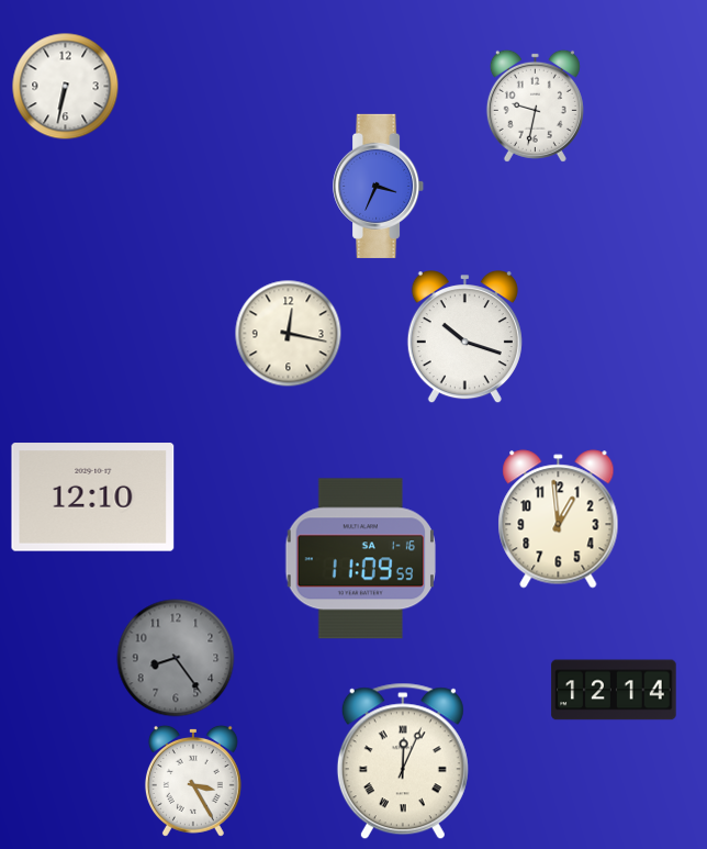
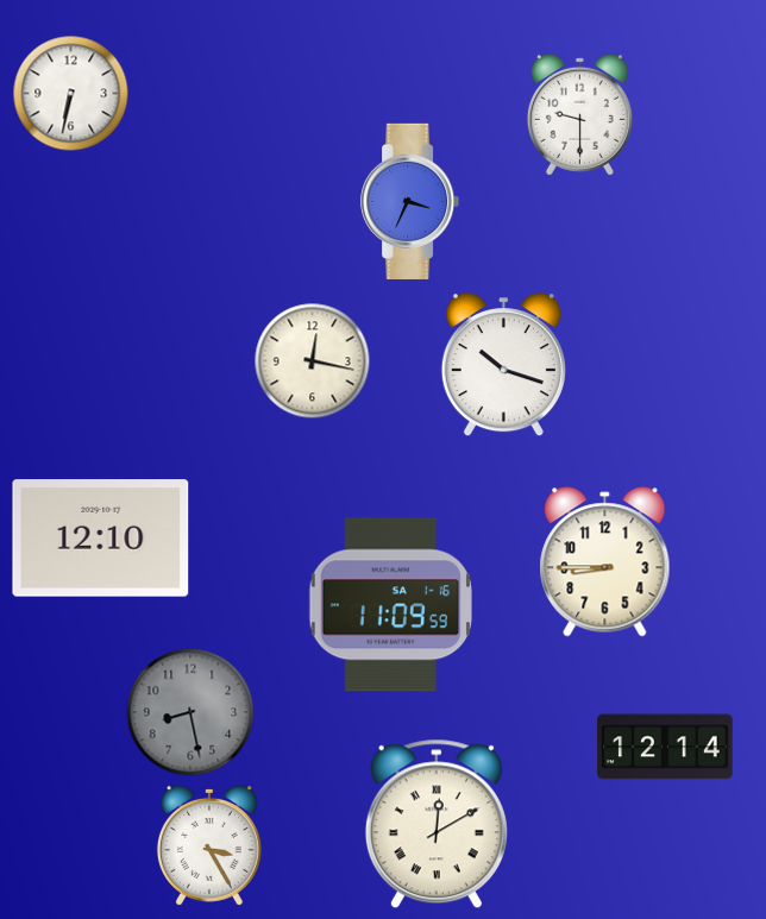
clock at (535, 105): 9:32 -> 9:30
clock at (559, 520): 12:59 -> 8:45
clock at (176, 658): 8:24 -> 8:28
clock at (403, 761): 12:04 -> 12:10
